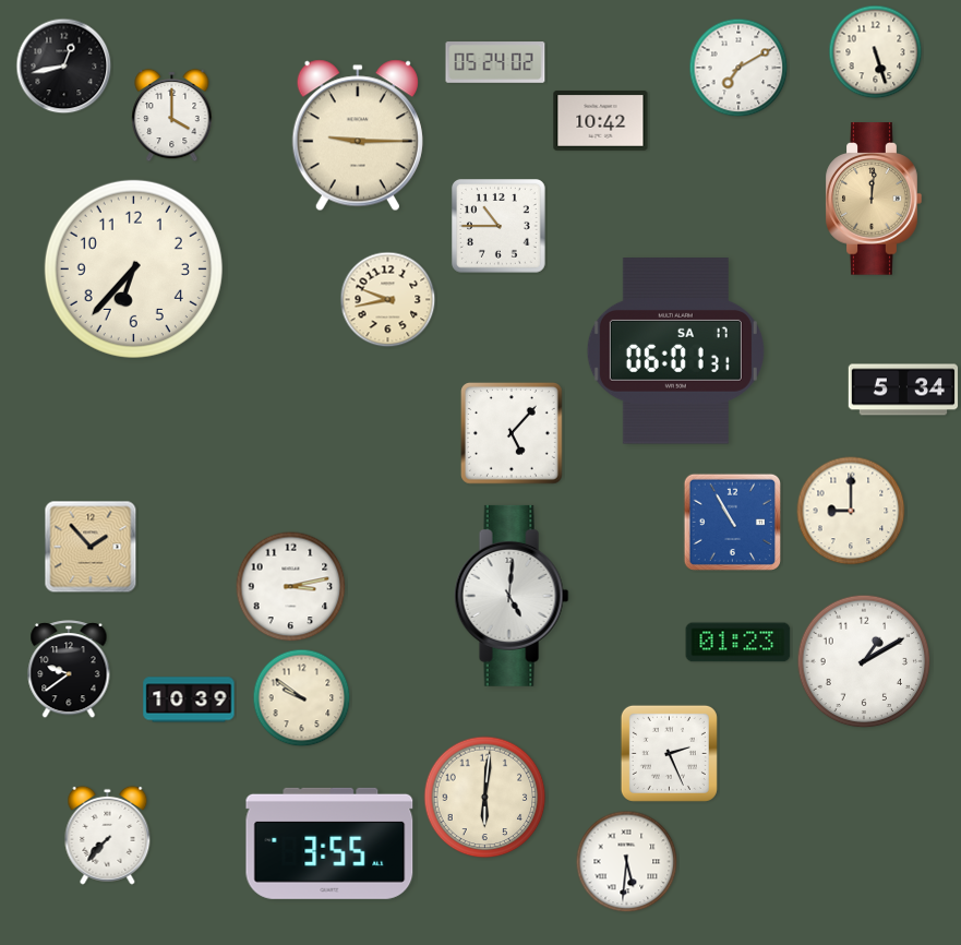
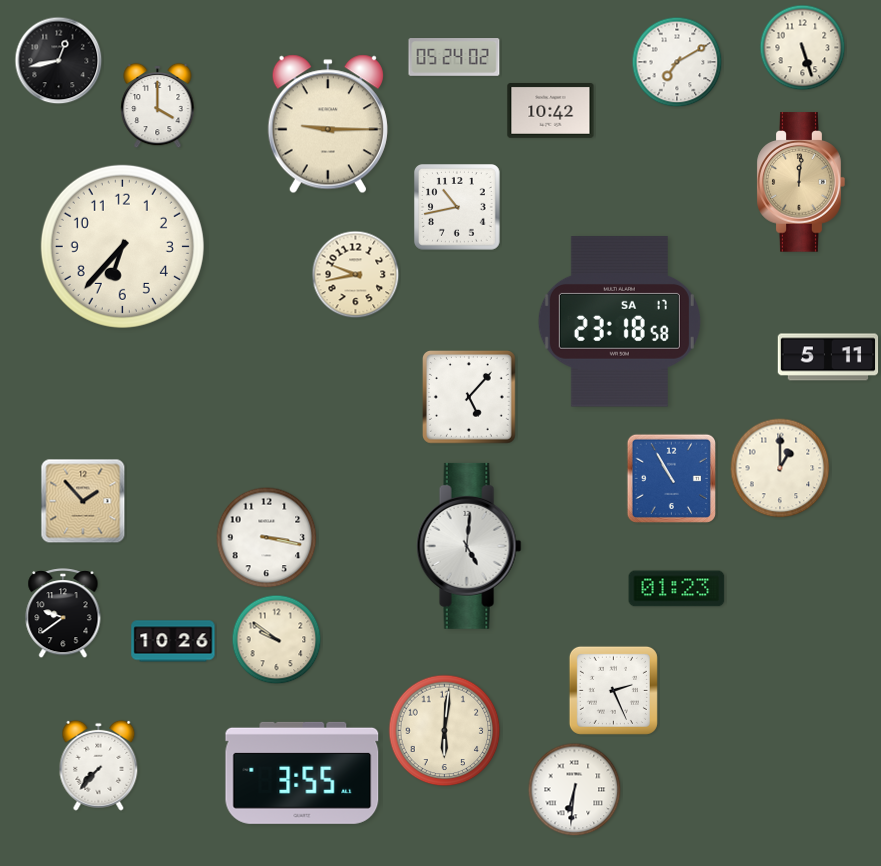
clock at (500, 227): 10:45 -> 10:43
clock at (675, 351): 06:01 -> 23:18
clock at (903, 390): 5:34 -> 5:11
clock at (851, 511): 9:00 -> 1:00
clock at (291, 587): 3:13 -> 3:17
clock at (864, 661): 1:10 -> none
clock at (189, 699): 10:39 -> 10:26
clock at (627, 862): 5:31 -> 6:31
